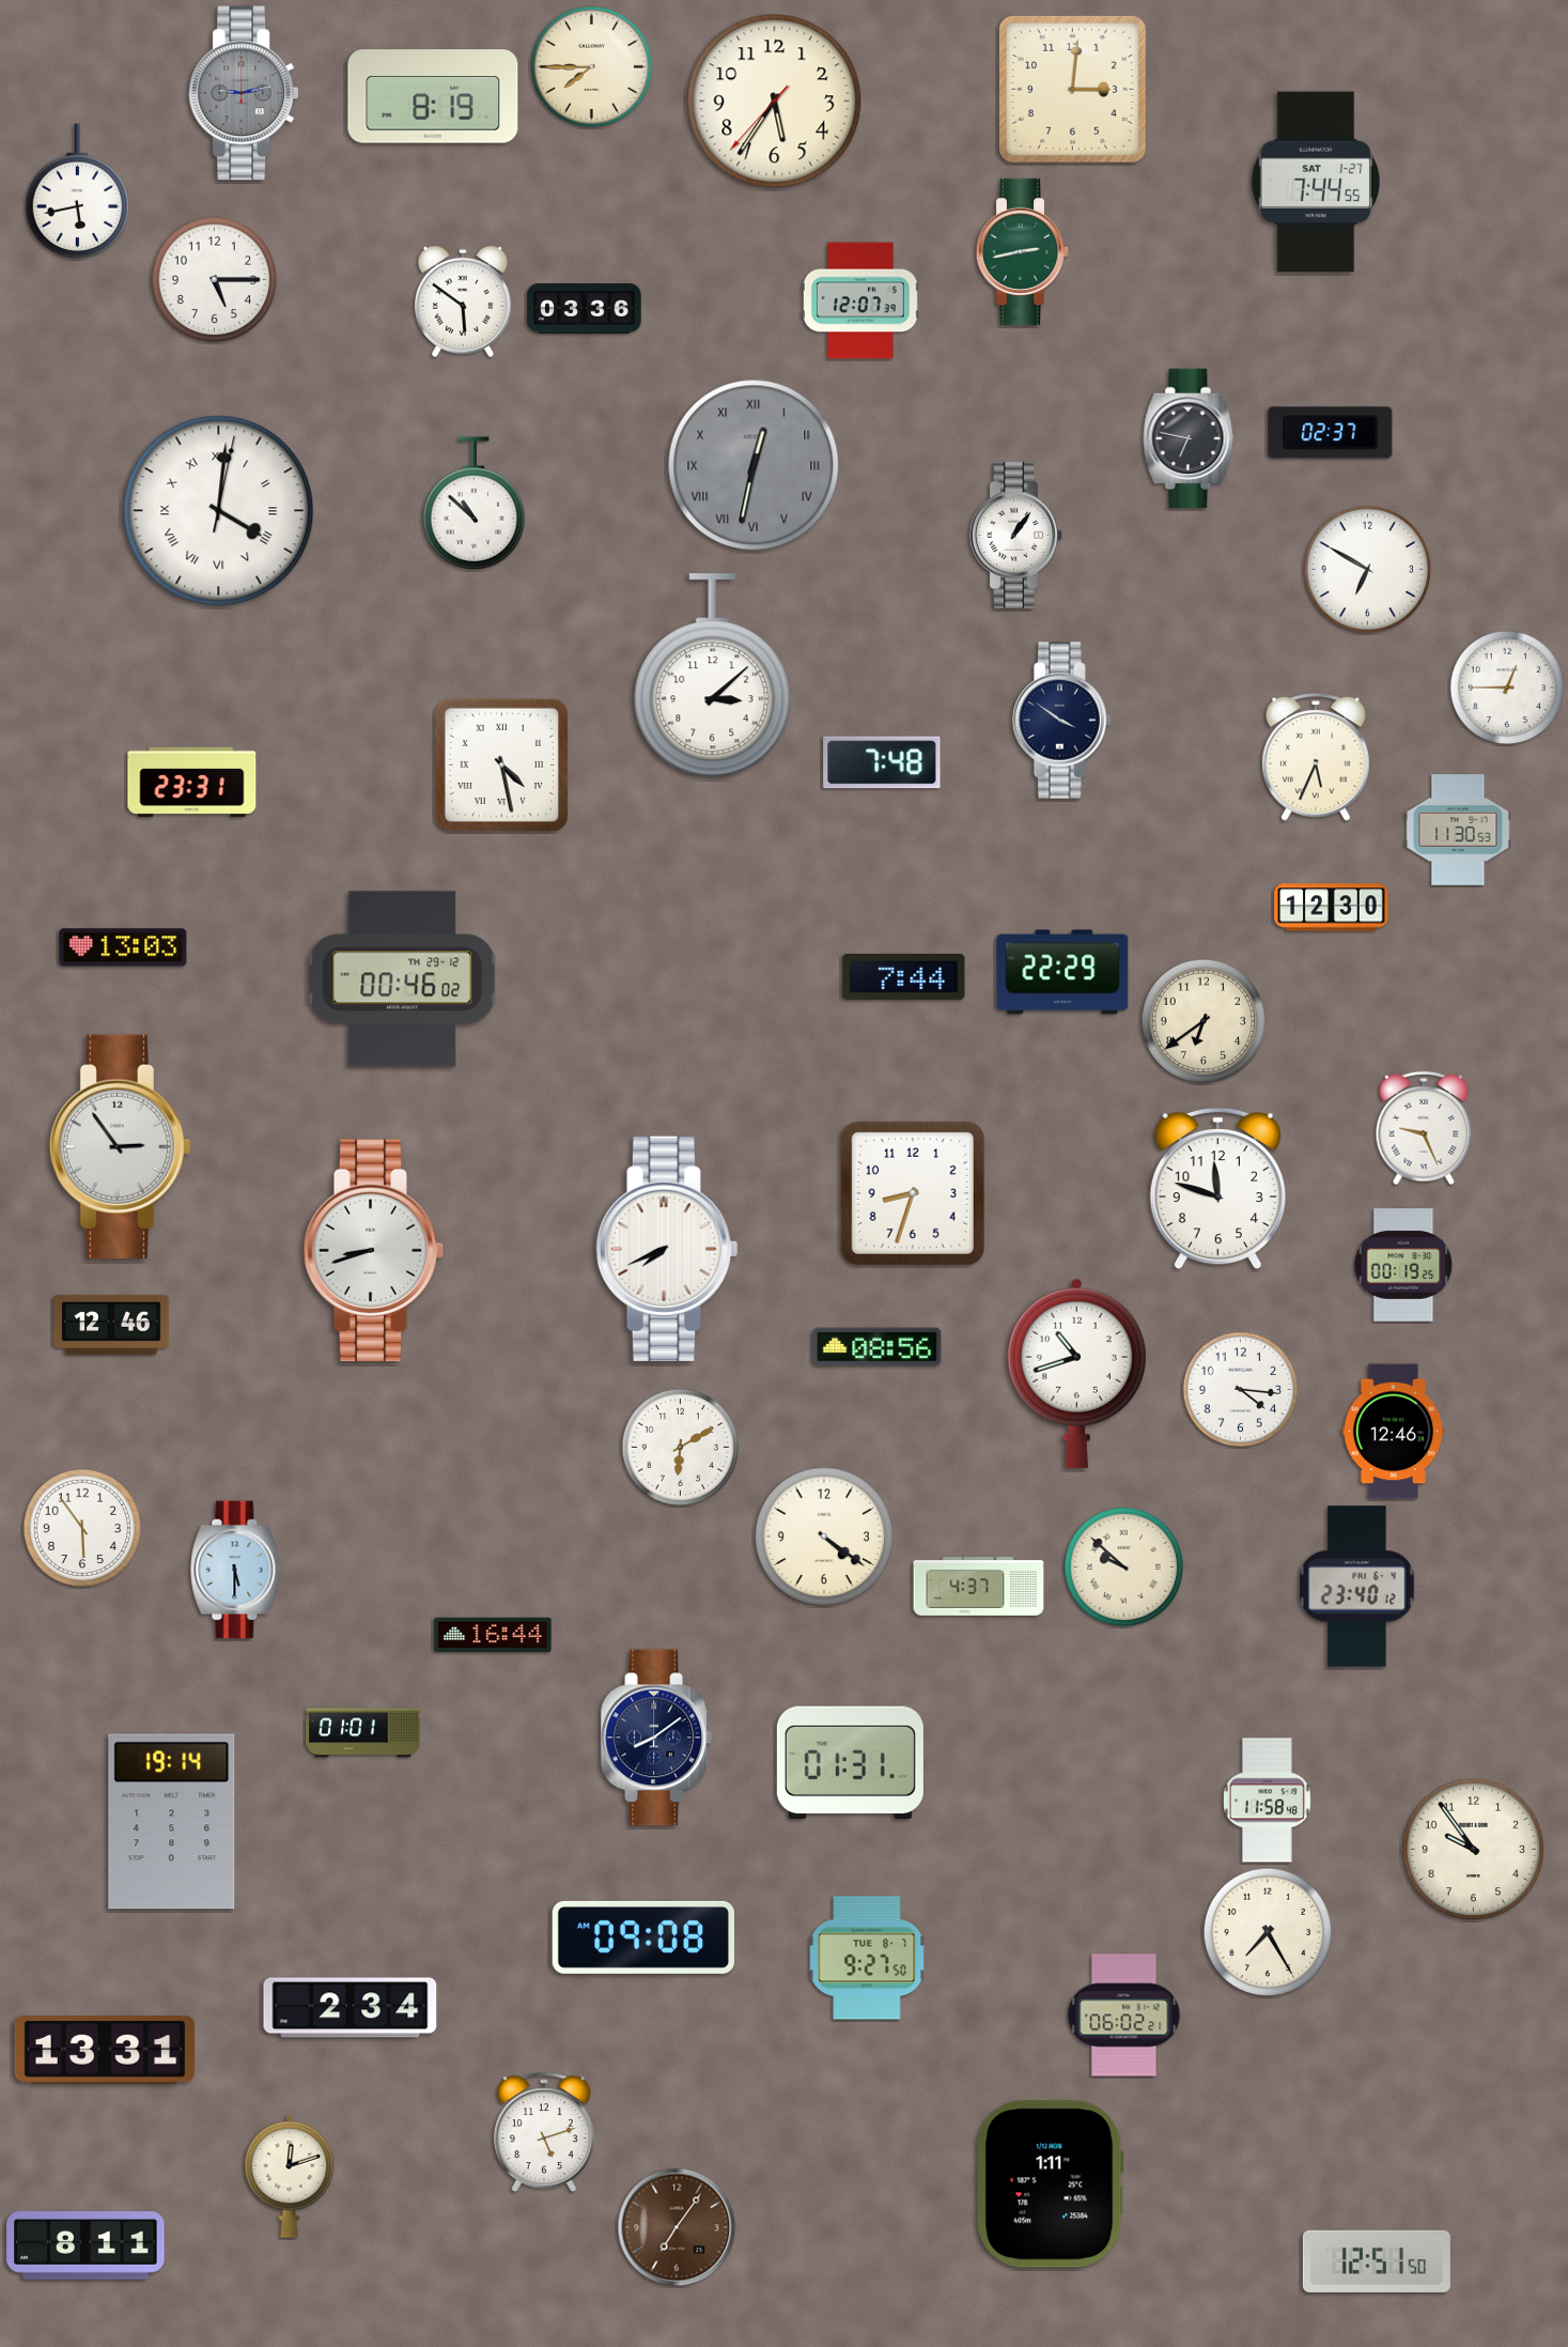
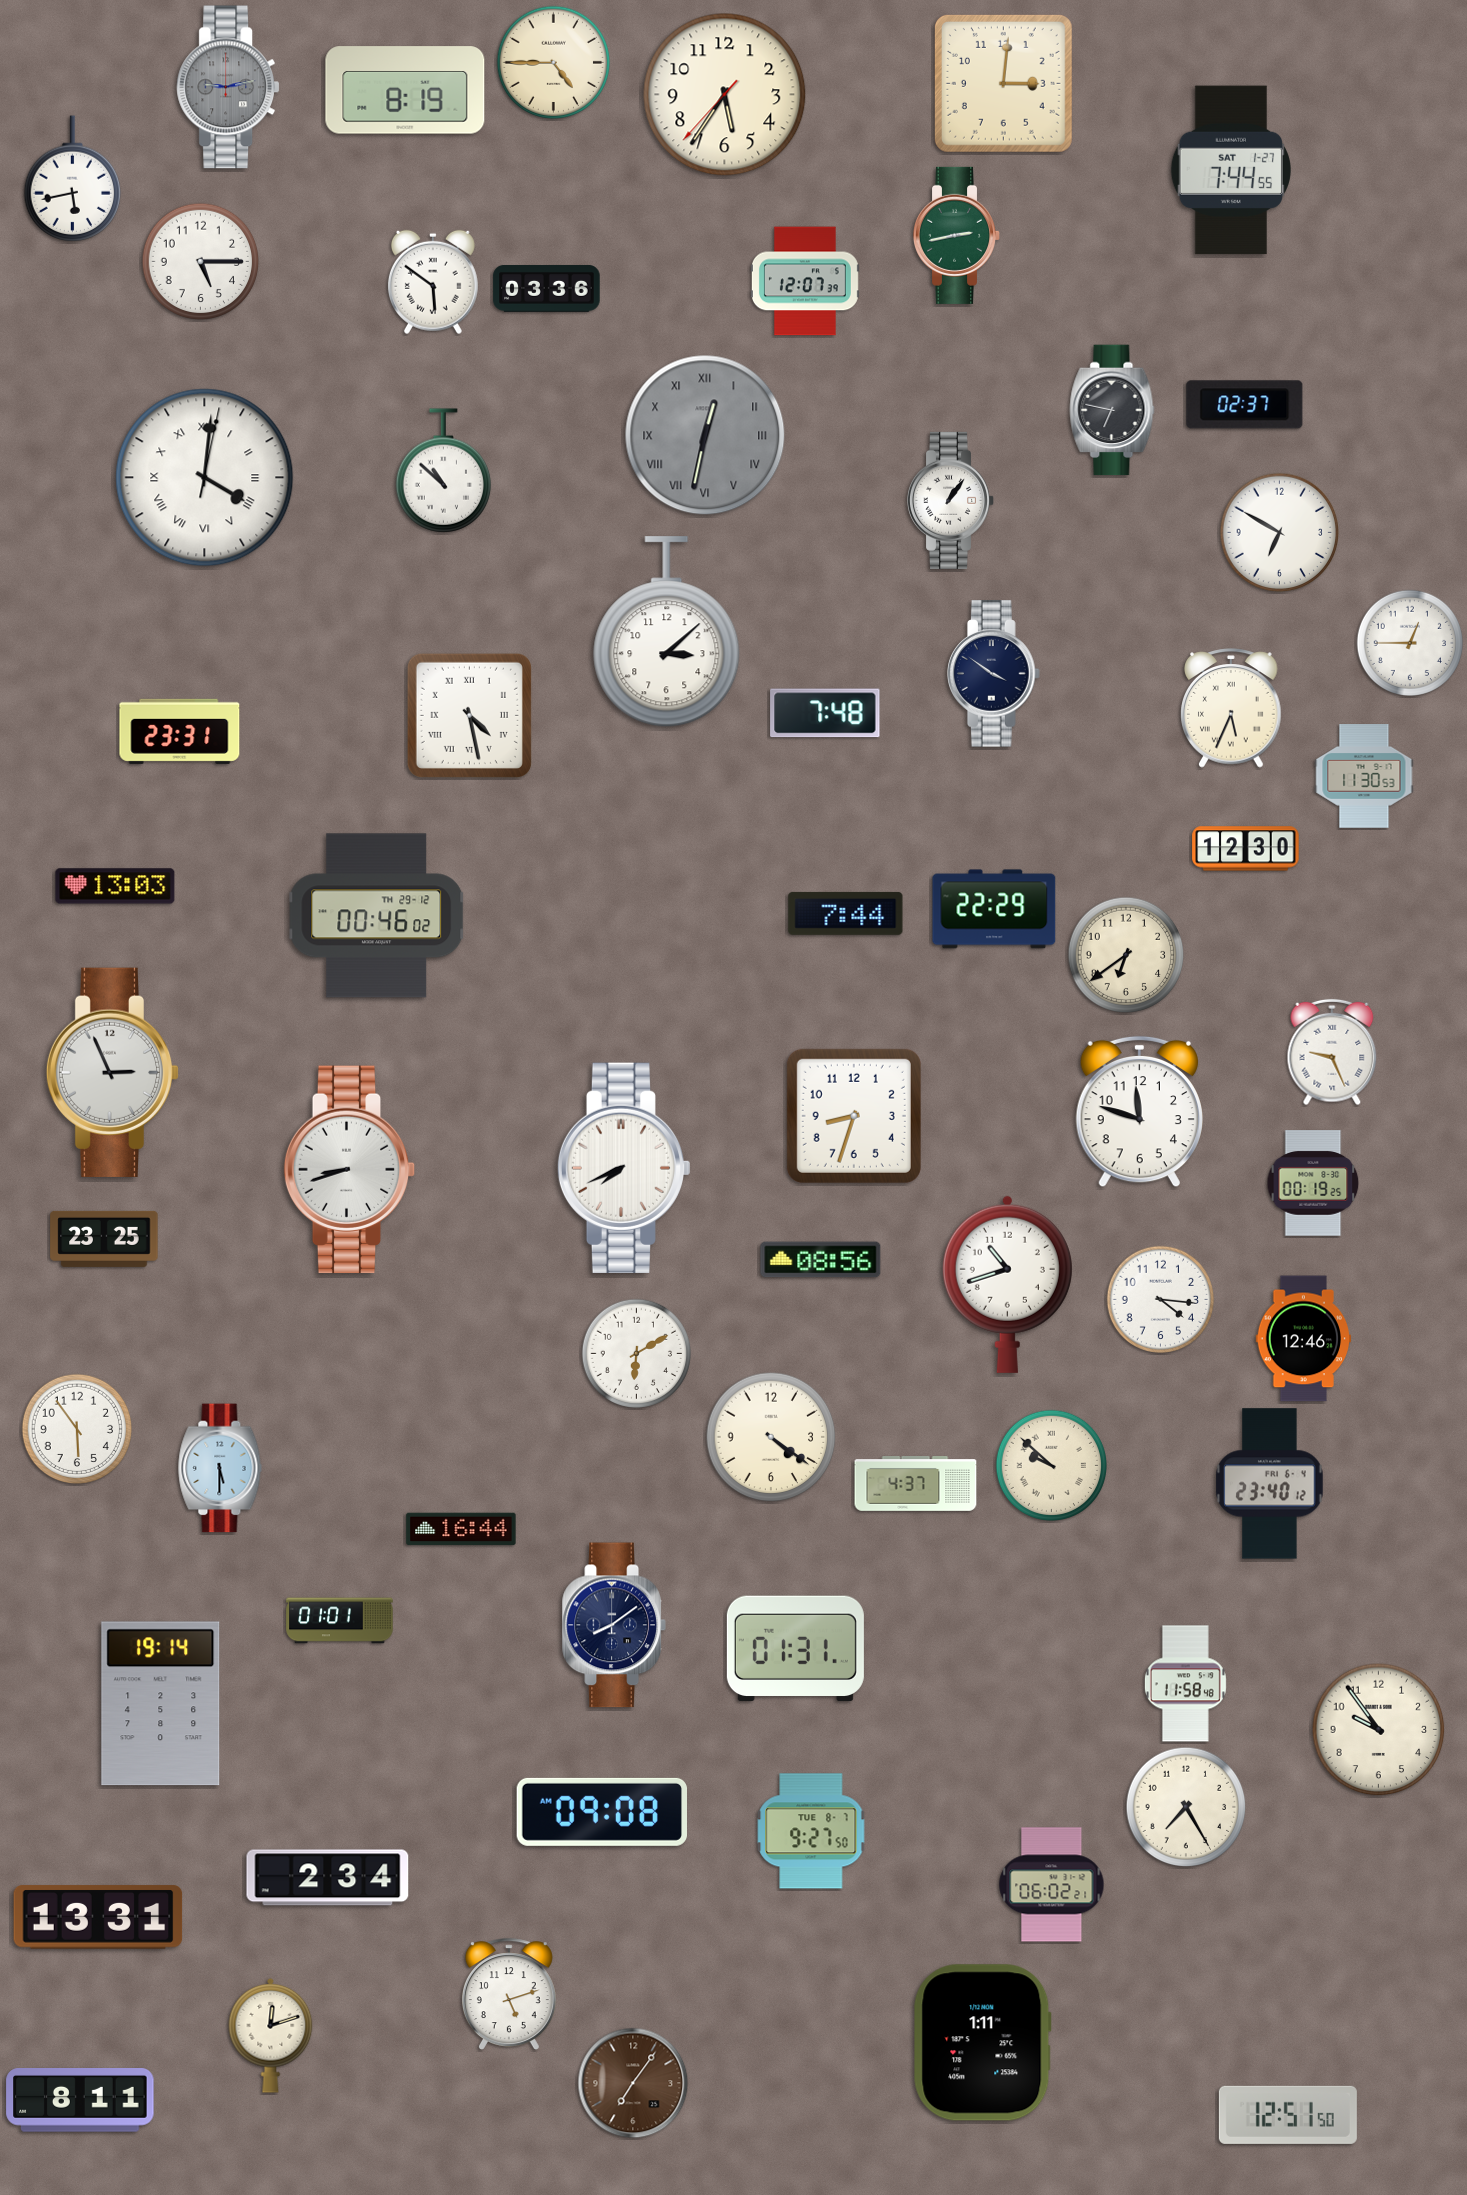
clock at (592, 67): 7:45 -> 4:45
clock at (1424, 1128) position: (1424, 1128) -> (1332, 1052)
clock at (121, 1146): 2:54 -> 2:56
clock at (111, 1325): 12:46 -> 23:25
